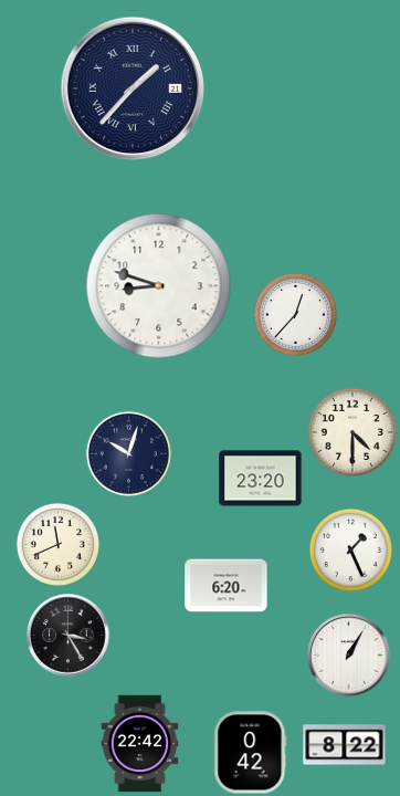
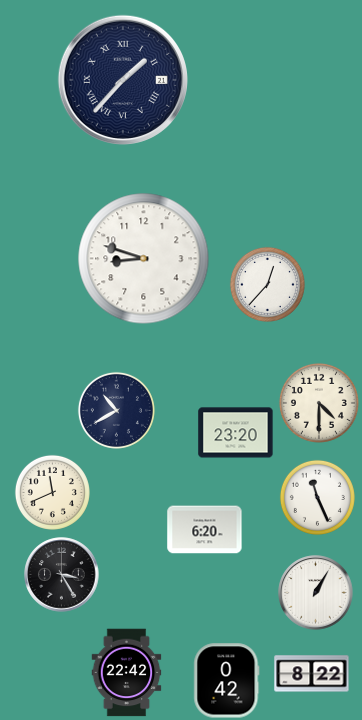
clock at (133, 88) position: (133, 88) -> (123, 80)
clock at (352, 432) position: (352, 432) -> (319, 403)
clock at (128, 453): 10:03 -> 10:40
clock at (350, 549): 1:26 -> 11:26
